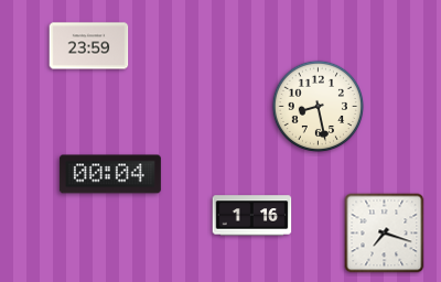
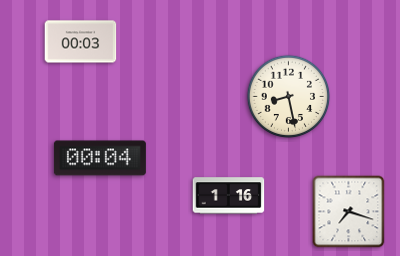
clock at (89, 46): 23:59 -> 00:03
